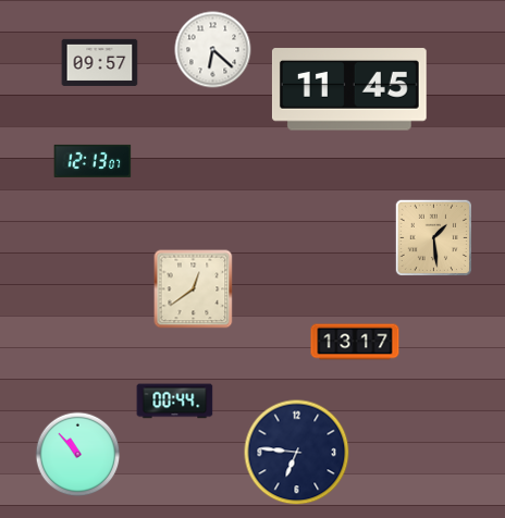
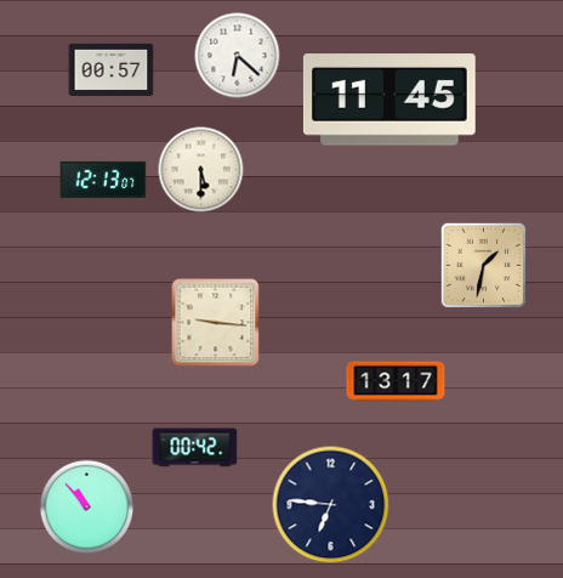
clock at (100, 62): 09:57 -> 00:57
clock at (201, 170): none -> 5:30
clock at (433, 237): 1:29 -> 1:32
clock at (194, 289): 12:39 -> 9:16
clock at (175, 402): 00:44 -> 00:42
